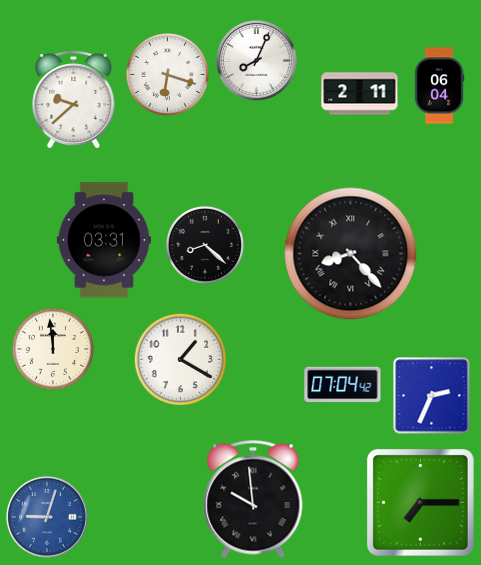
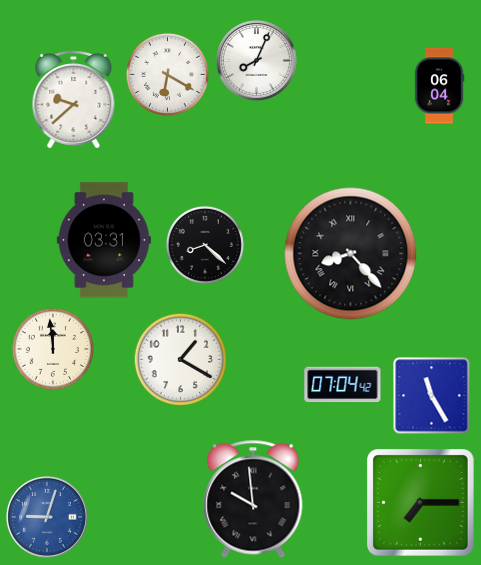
clock at (167, 74): 6:18 -> 6:20
clock at (360, 94): 2:11 -> none
clock at (432, 396): 2:34 -> 11:25
